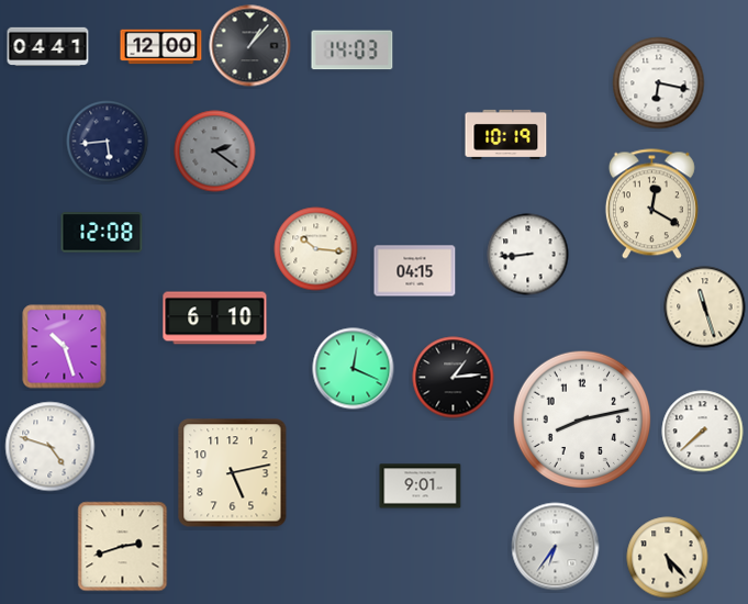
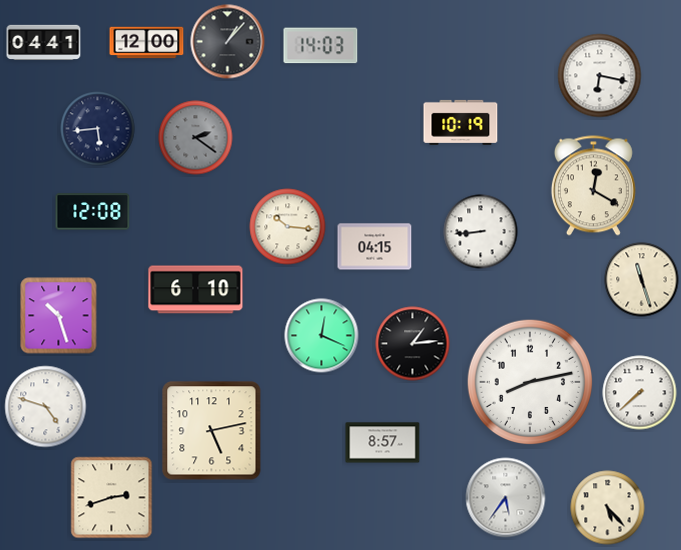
clock at (415, 271) position: (415, 271) -> (375, 247)
clock at (421, 486): 9:01 -> 8:57
clock at (556, 547): 6:36 -> 5:36
